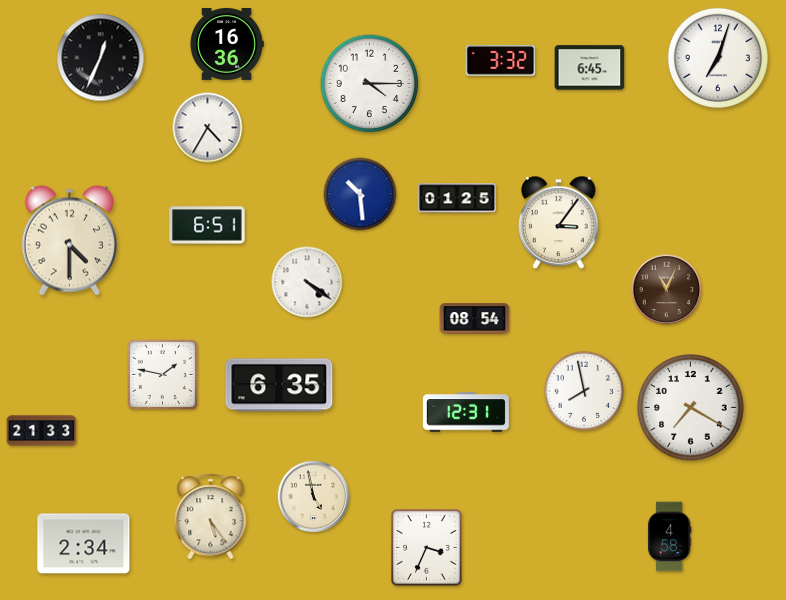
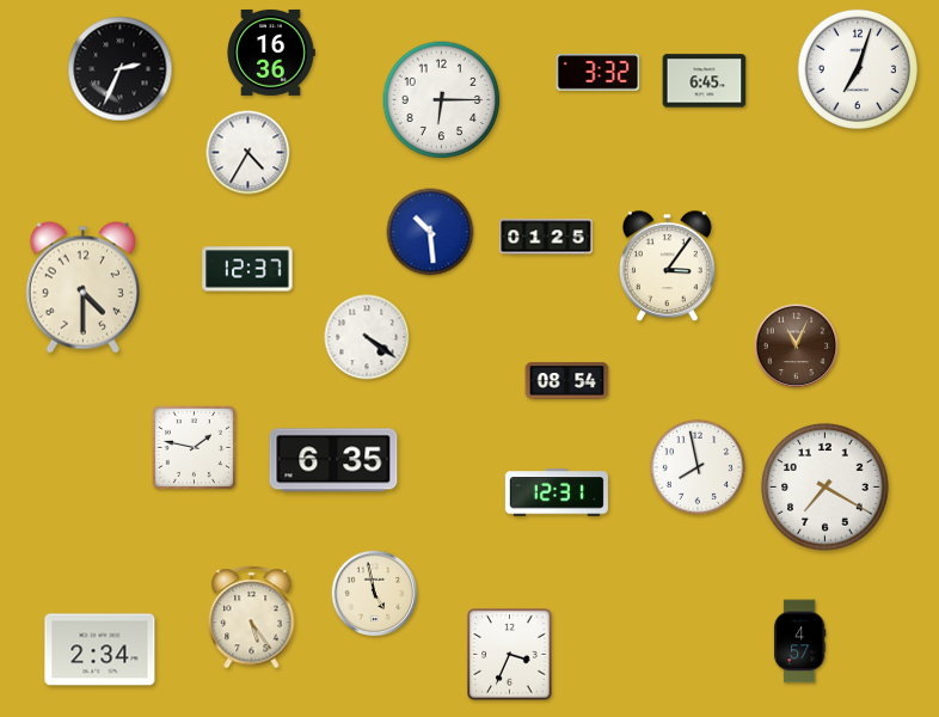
clock at (101, 58): 12:34 -> 2:34
clock at (370, 84): 4:15 -> 6:15
clock at (207, 225): 6:51 -> 12:37
clock at (42, 431): 21:33 -> none
clock at (669, 537): 4:58 -> 4:57
